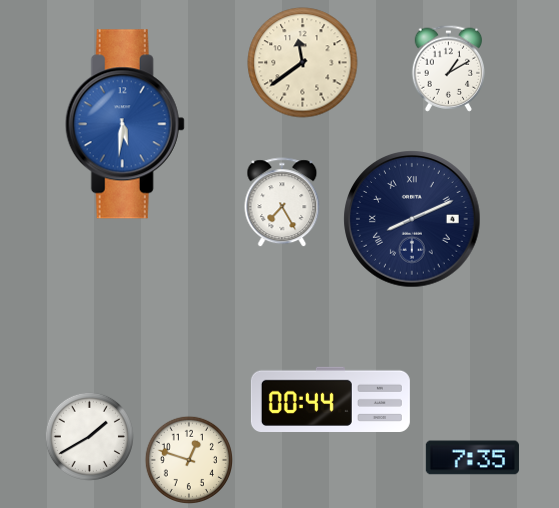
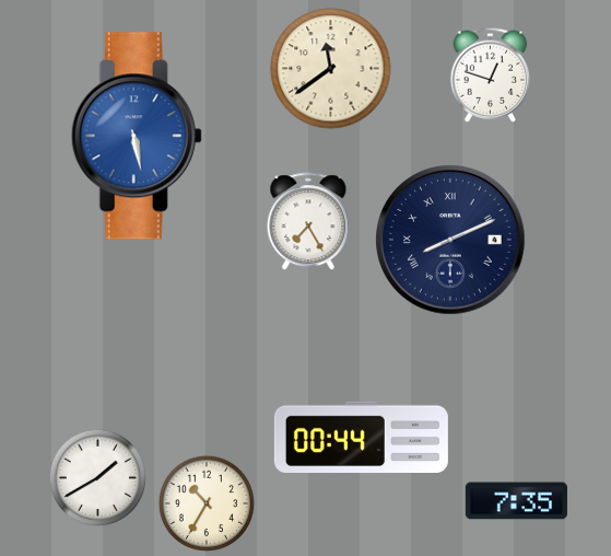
clock at (449, 68): 1:10 -> 12:48
clock at (125, 124): 5:31 -> 5:28
clock at (188, 459): 12:48 -> 10:35
